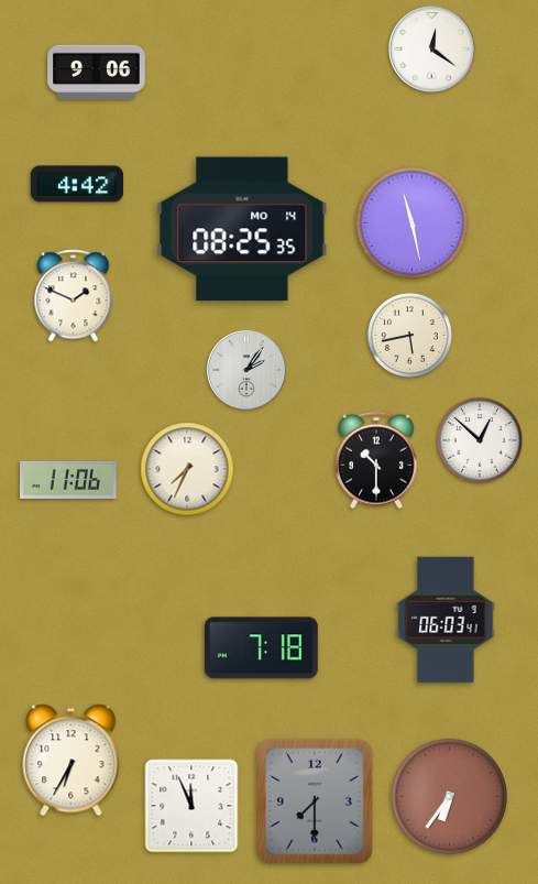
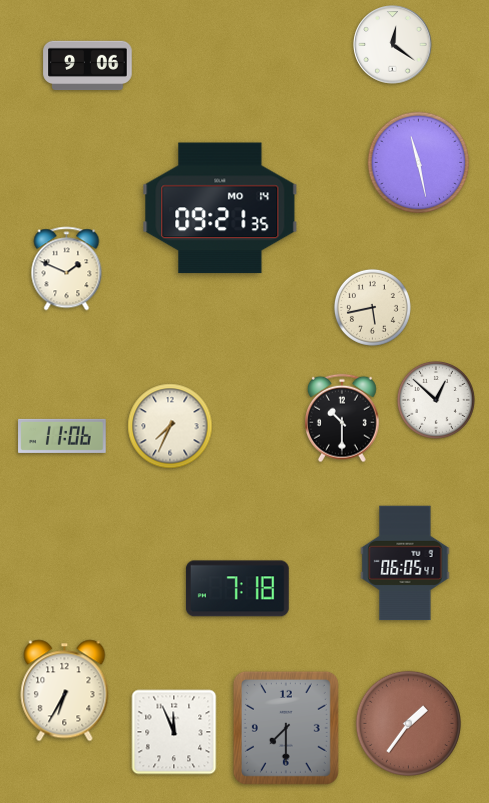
clock at (76, 184): 4:42 -> none
clock at (413, 223) position: (413, 223) -> (419, 163)
clock at (242, 229): 08:25 -> 09:21
clock at (409, 335) position: (409, 335) -> (372, 307)
clock at (246, 370): 2:06 -> none
clock at (446, 620): 06:03 -> 06:05
clock at (449, 796): 6:36 -> 1:36
